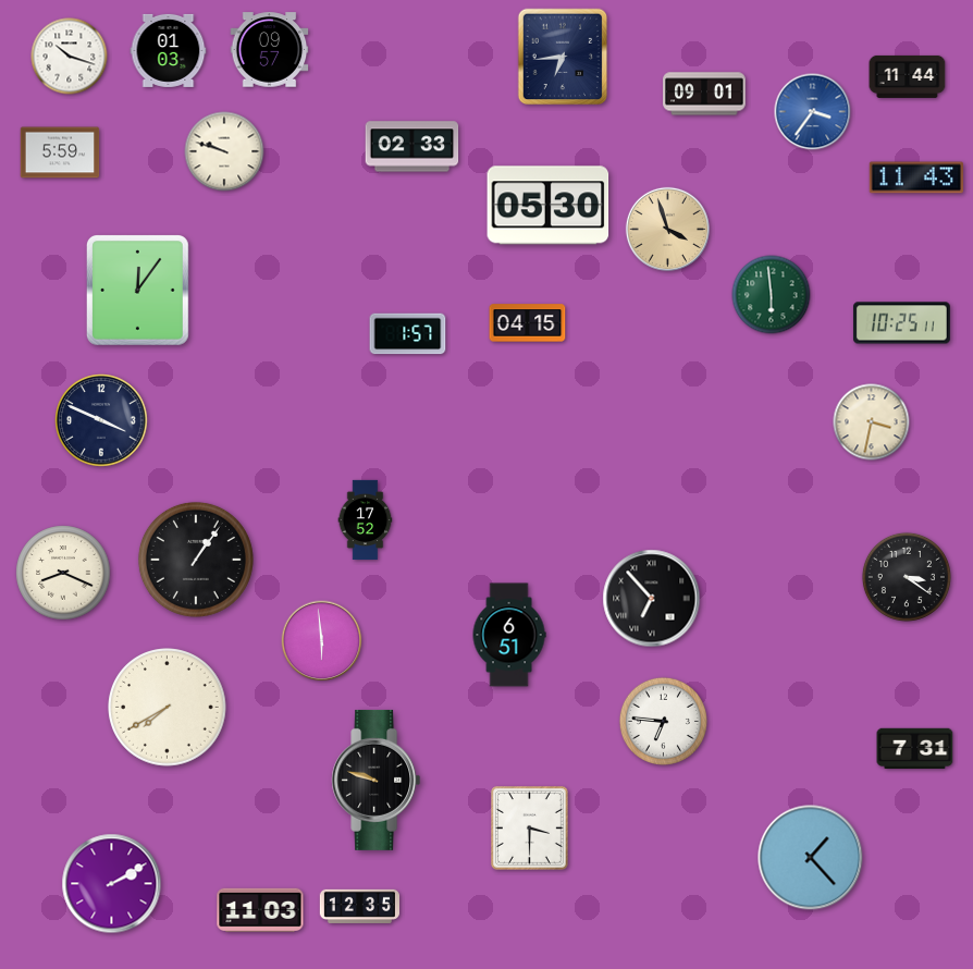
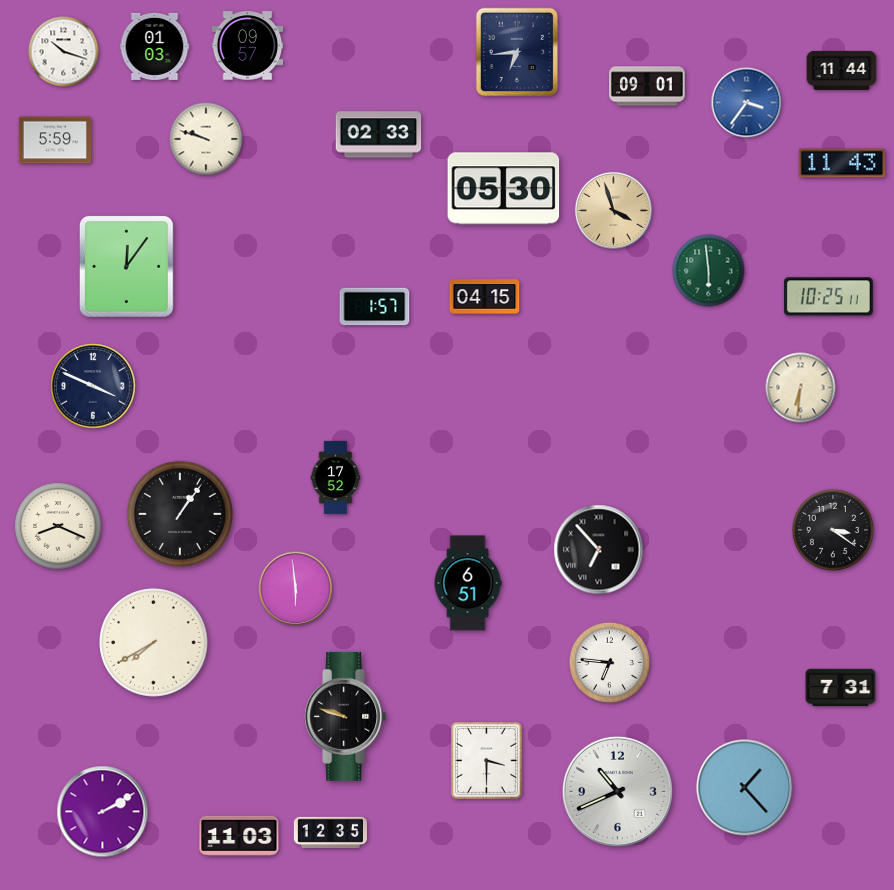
clock at (908, 76) position: (908, 76) -> (842, 70)
clock at (872, 422): 3:32 -> 6:31
clock at (168, 708) position: (168, 708) -> (154, 643)
clock at (617, 791): none -> 10:41
